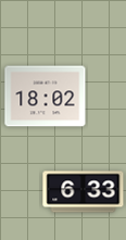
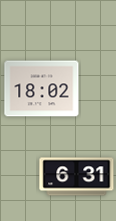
clock at (84, 192): 6:33 -> 6:31
